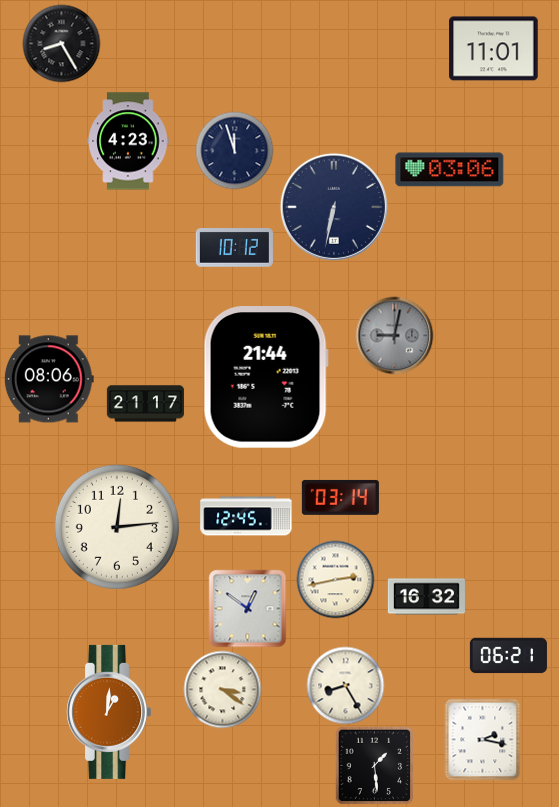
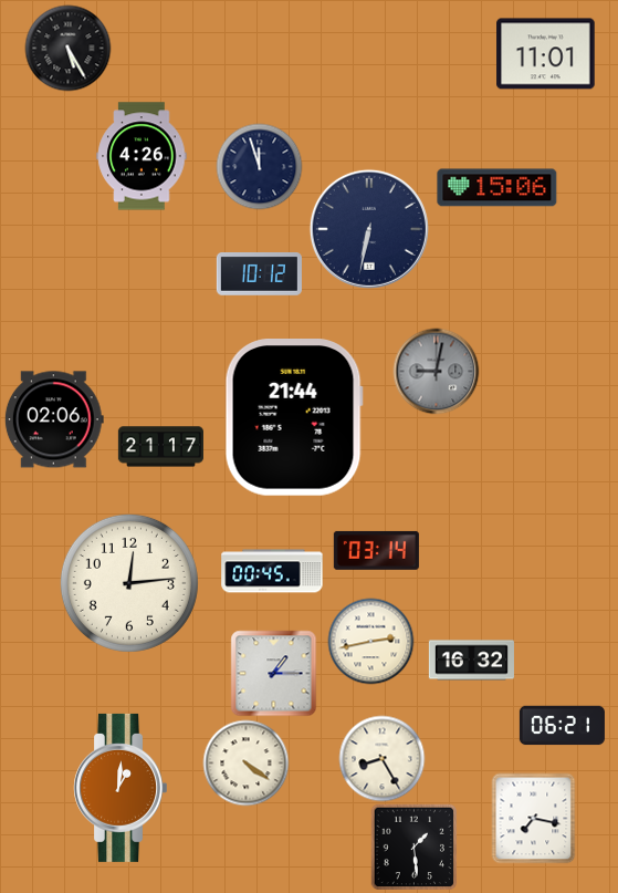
clock at (61, 43): 8:25 -> 5:25
clock at (128, 141): 4:23 -> 4:26
clock at (450, 170): 03:06 -> 15:06
clock at (49, 379): 08:06 -> 02:06
clock at (246, 516): 12:45 -> 00:45
clock at (247, 608): 12:51 -> 1:15
clock at (222, 689): 3:21 -> 4:21
clock at (483, 739): 2:17 -> 7:17
